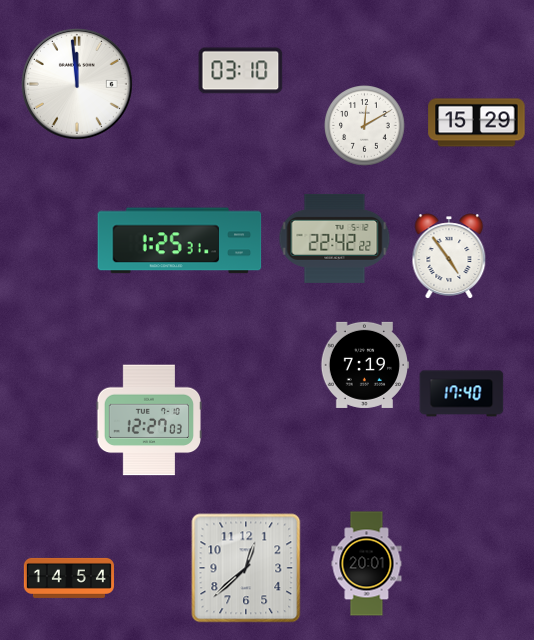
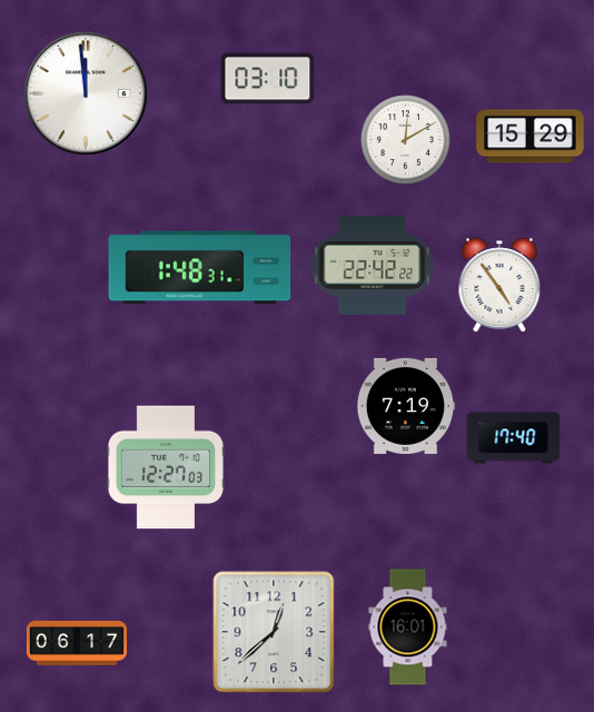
clock at (180, 241): 1:25 -> 1:48
clock at (367, 564): 20:01 -> 16:01
clock at (69, 578): 14:54 -> 06:17
